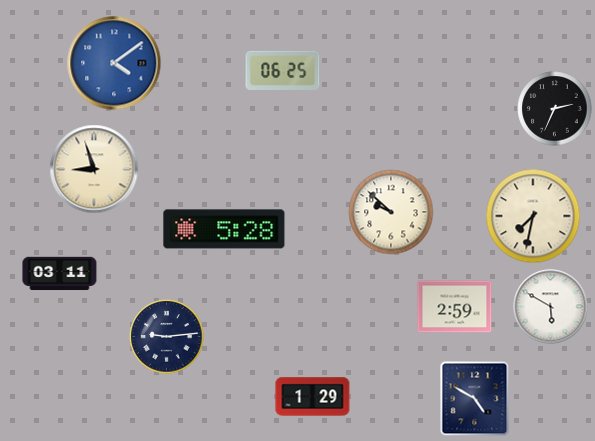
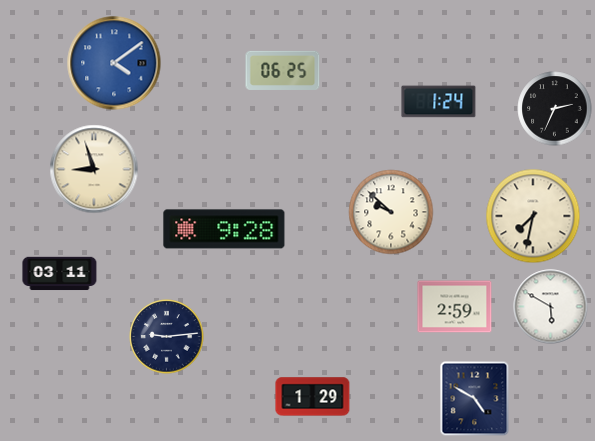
clock at (439, 102): none -> 1:24
clock at (224, 229): 5:28 -> 9:28
